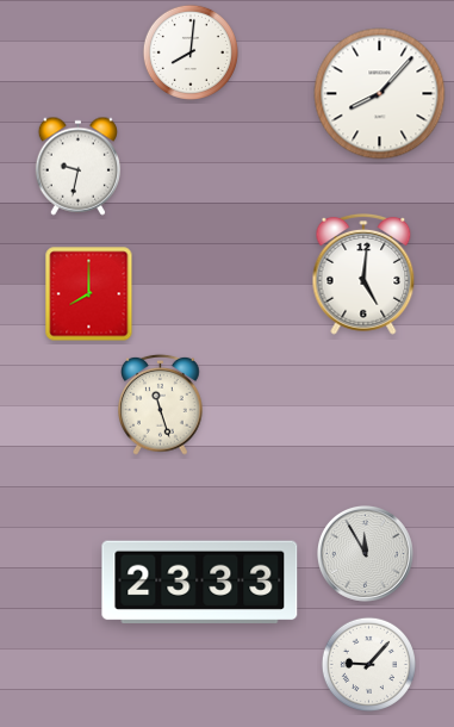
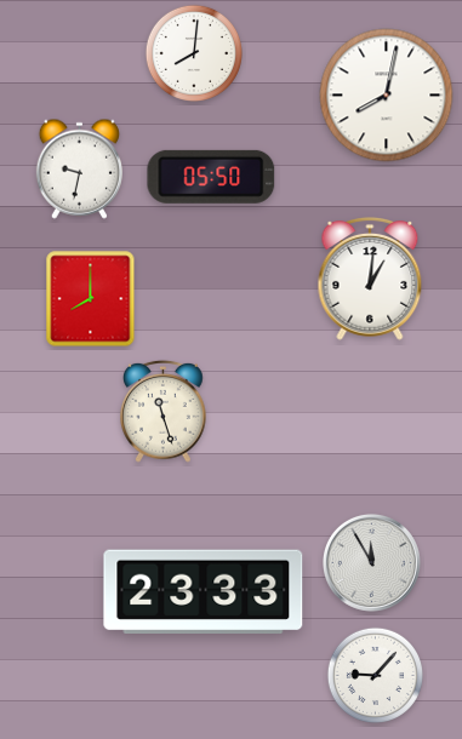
clock at (380, 94): 8:07 -> 8:02
clock at (211, 177): none -> 05:50
clock at (363, 274): 5:01 -> 1:01
